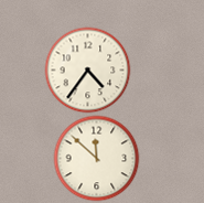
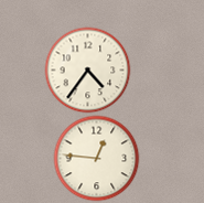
clock at (96, 158): 11:52 -> 12:46
